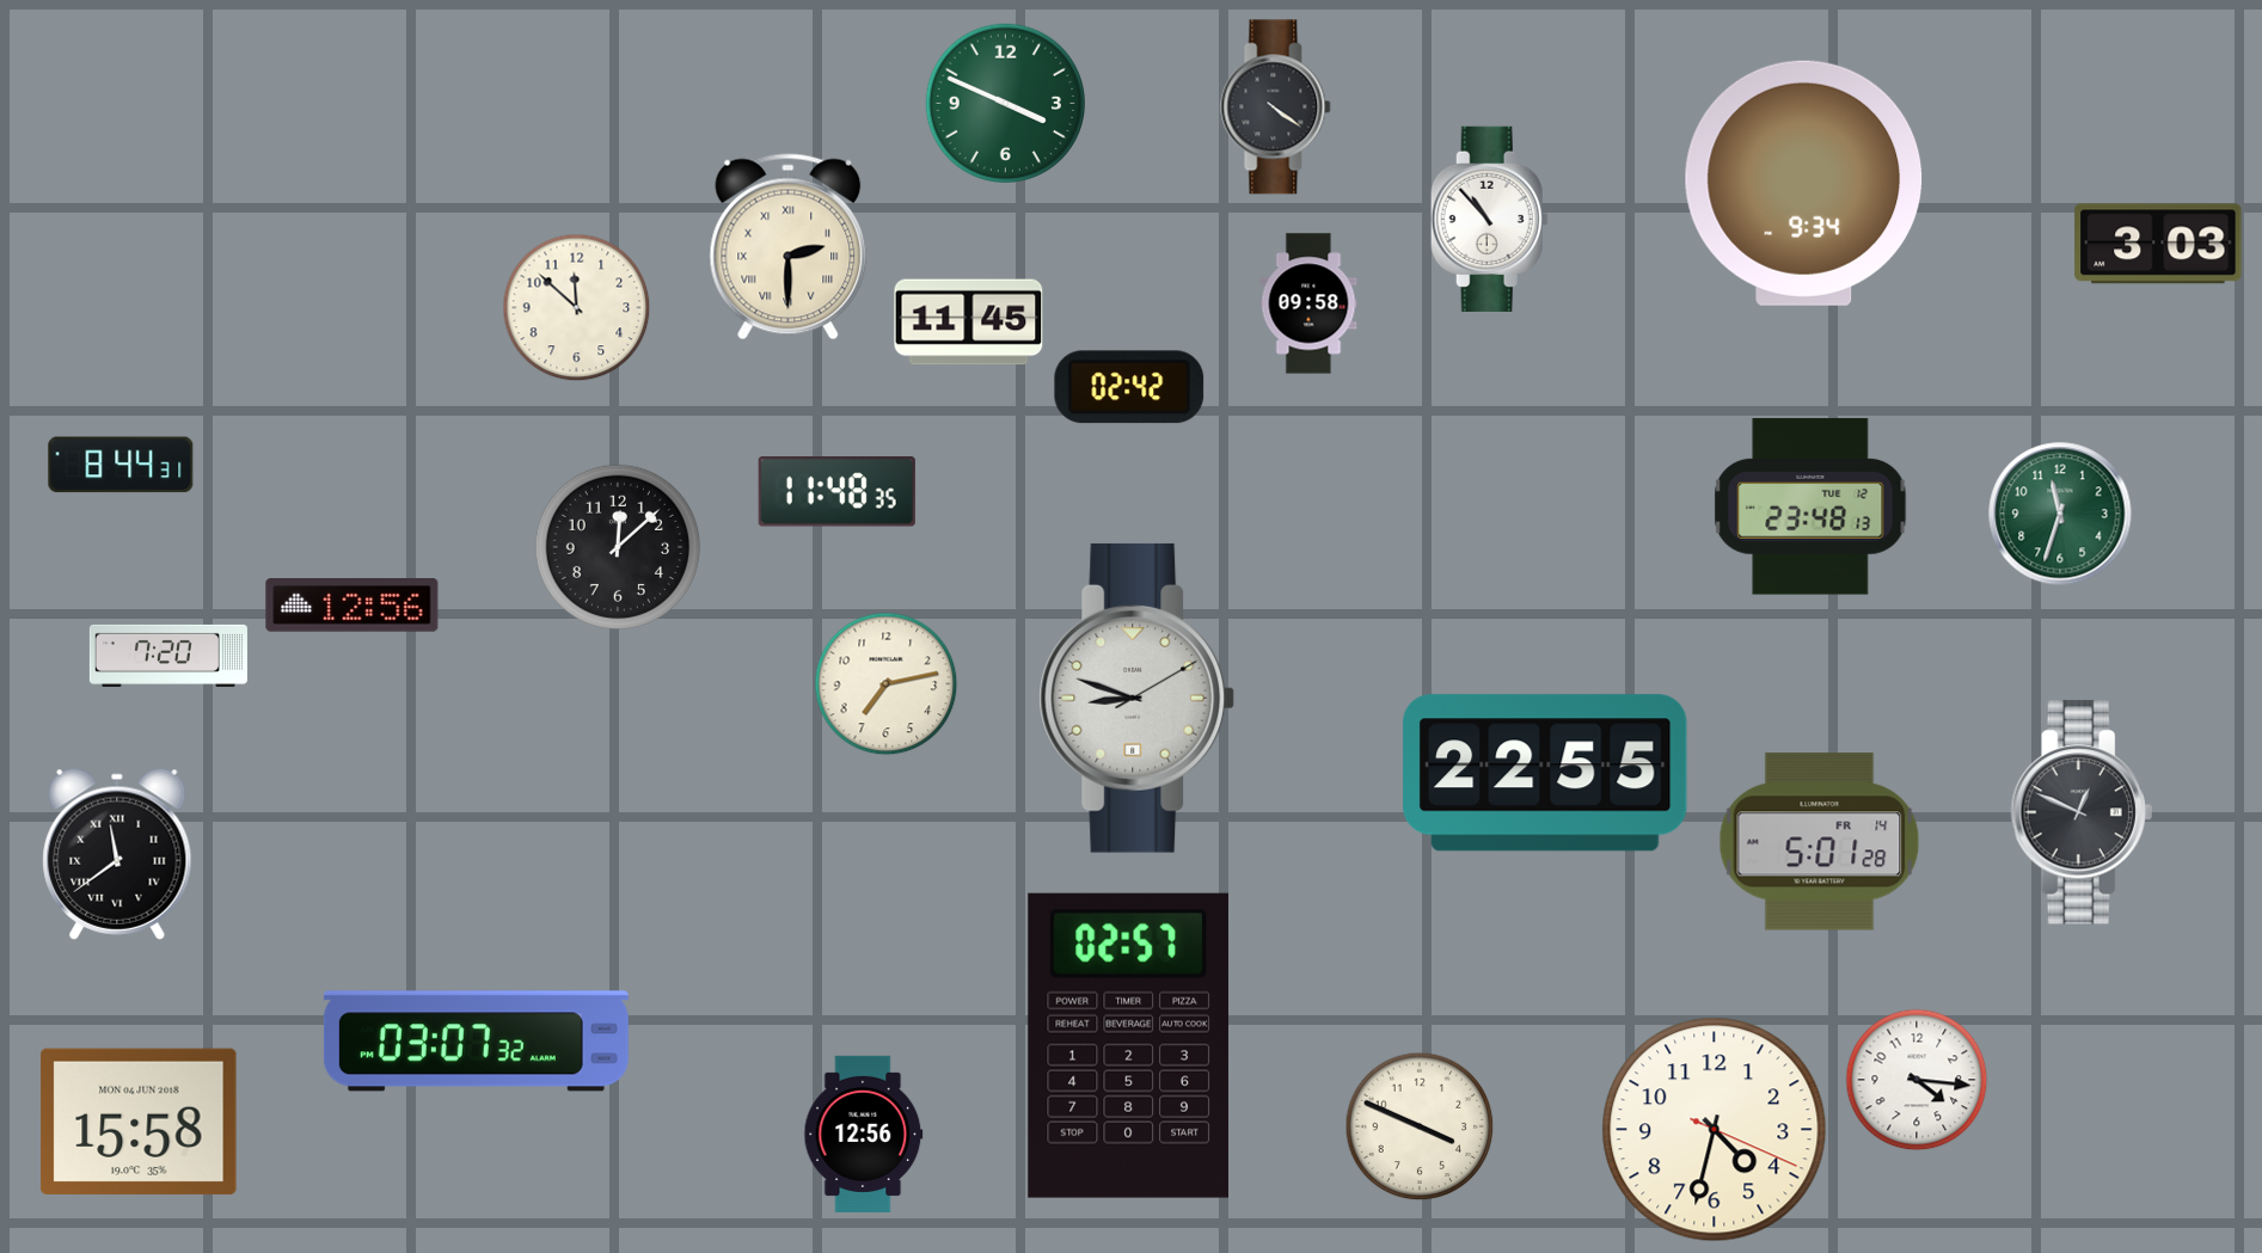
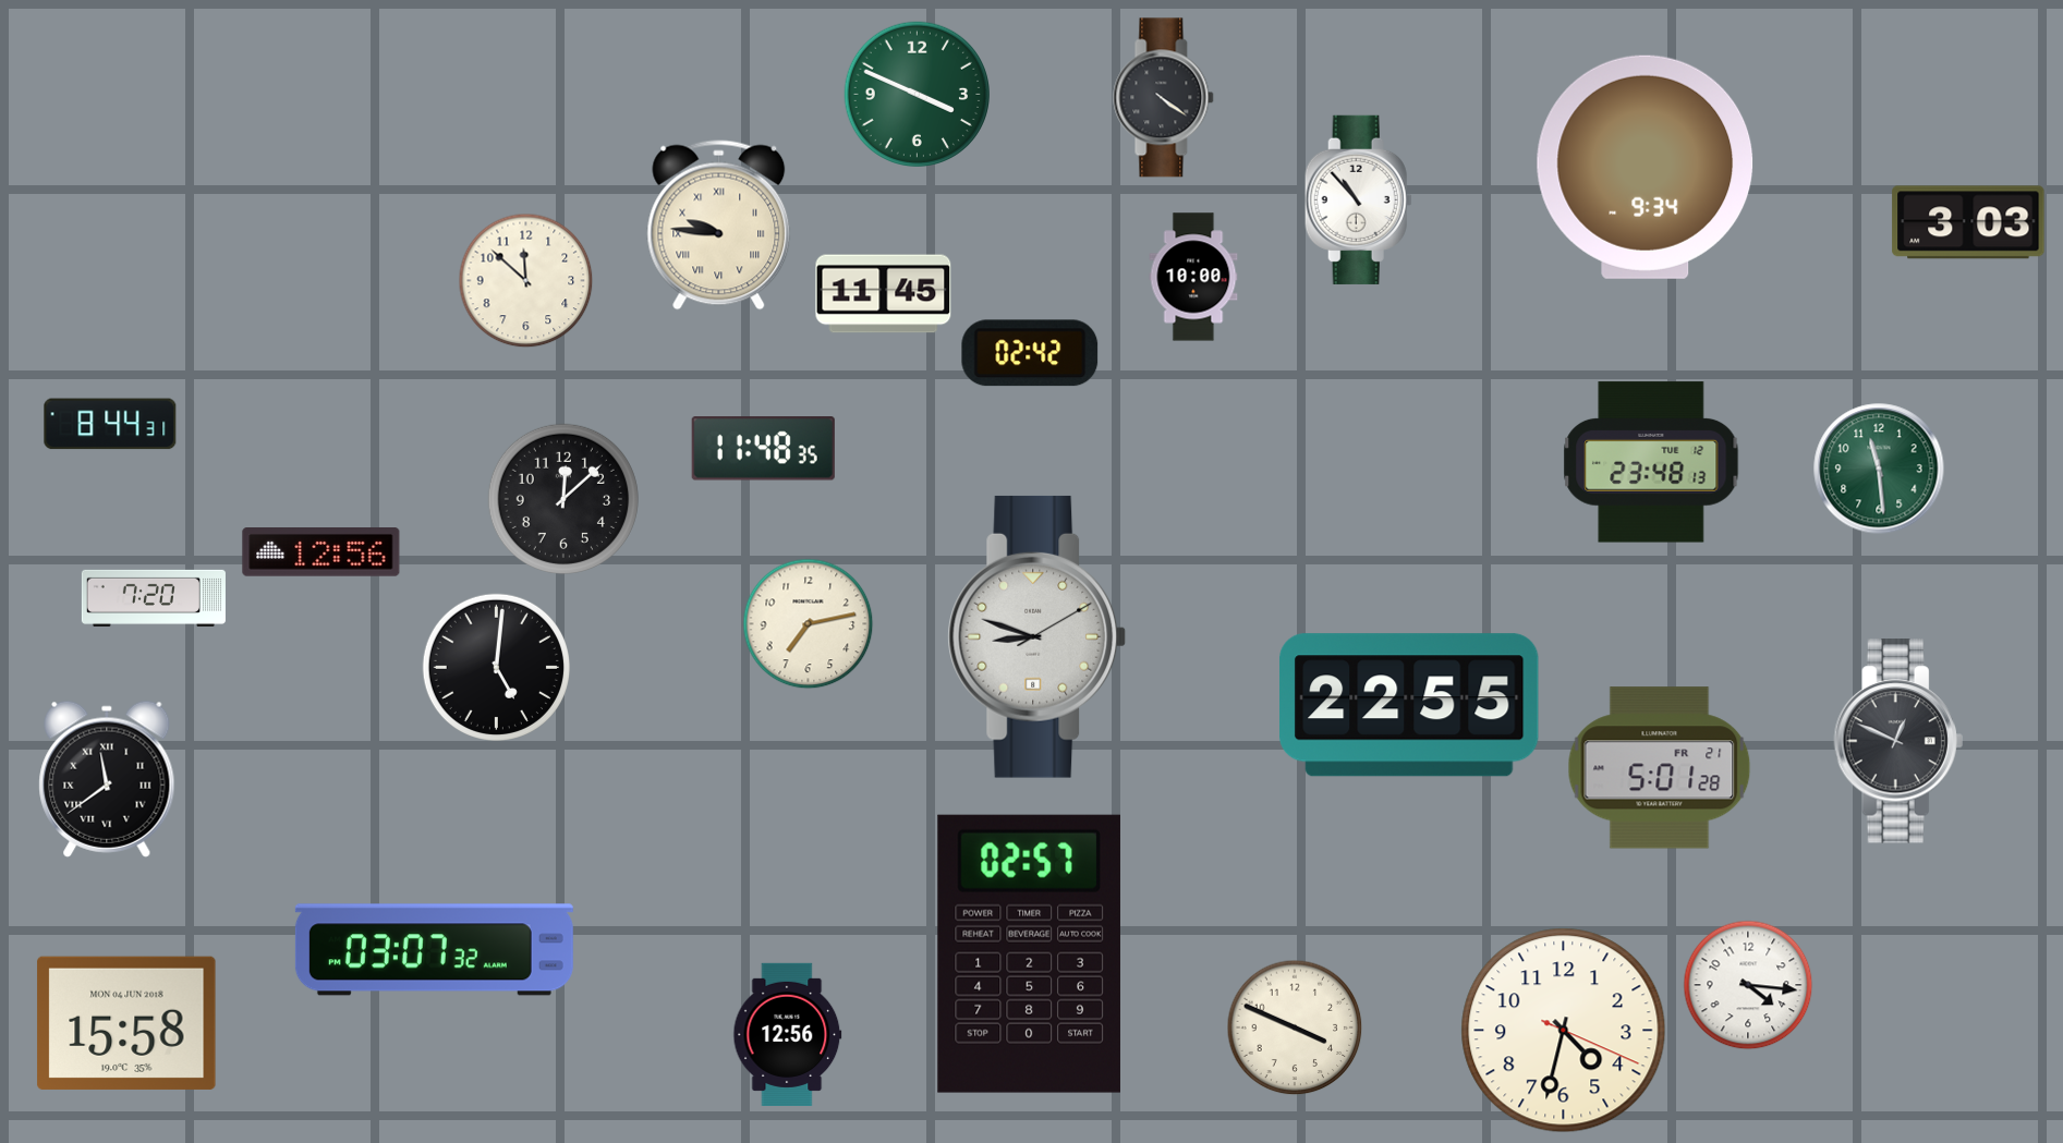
clock at (789, 247): 2:30 -> 9:46
clock at (1308, 303): 09:58 -> 10:00
clock at (2060, 514): 11:33 -> 11:29
clock at (496, 667): none -> 5:01
clock at (1820, 842) date: FR 14 -> FR 21
